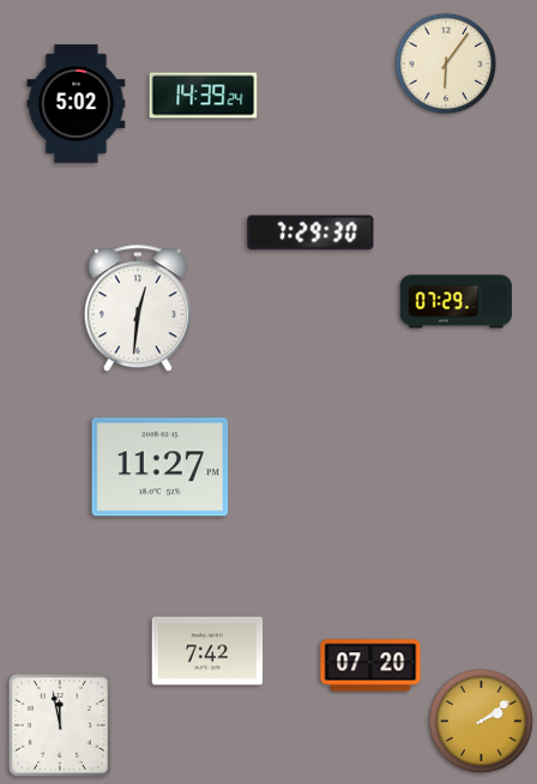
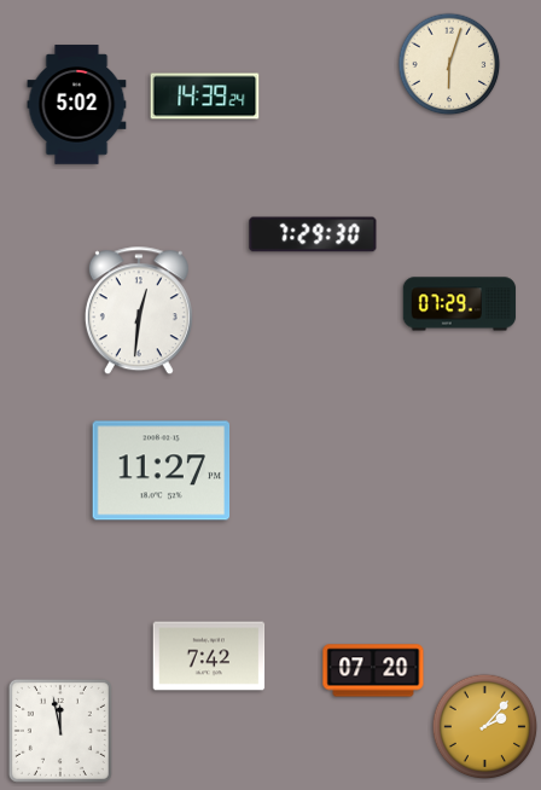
clock at (446, 64): 6:06 -> 6:03
clock at (482, 722): 2:09 -> 2:07
